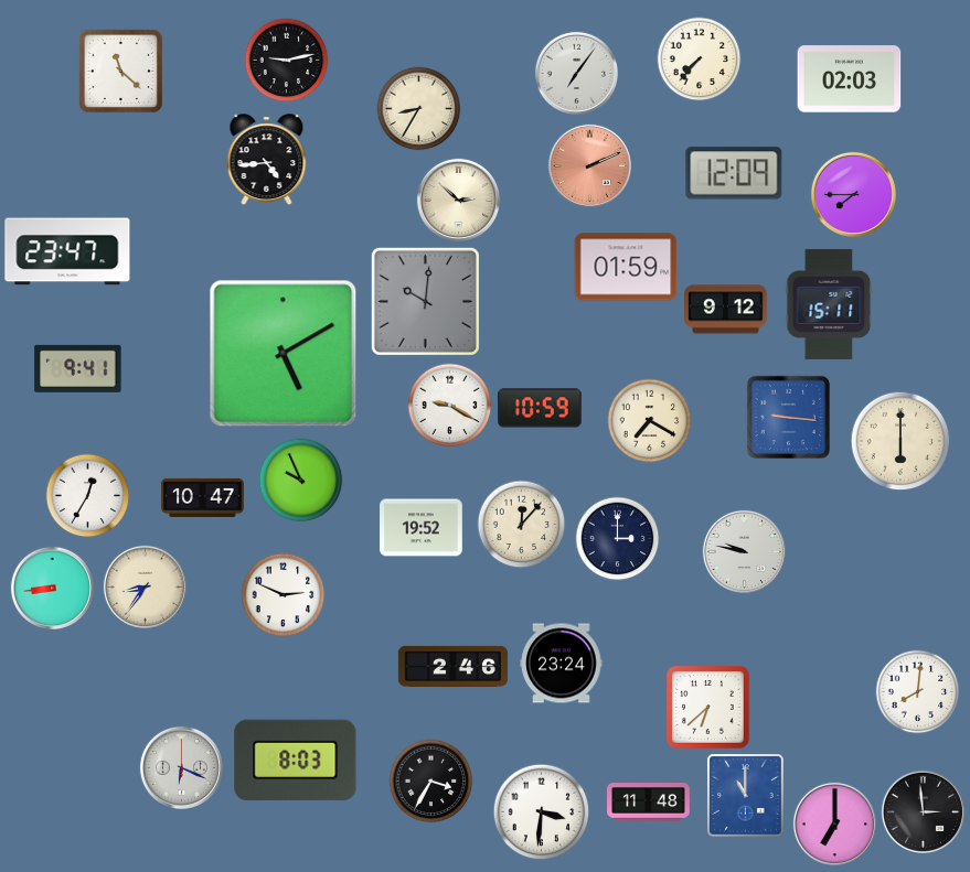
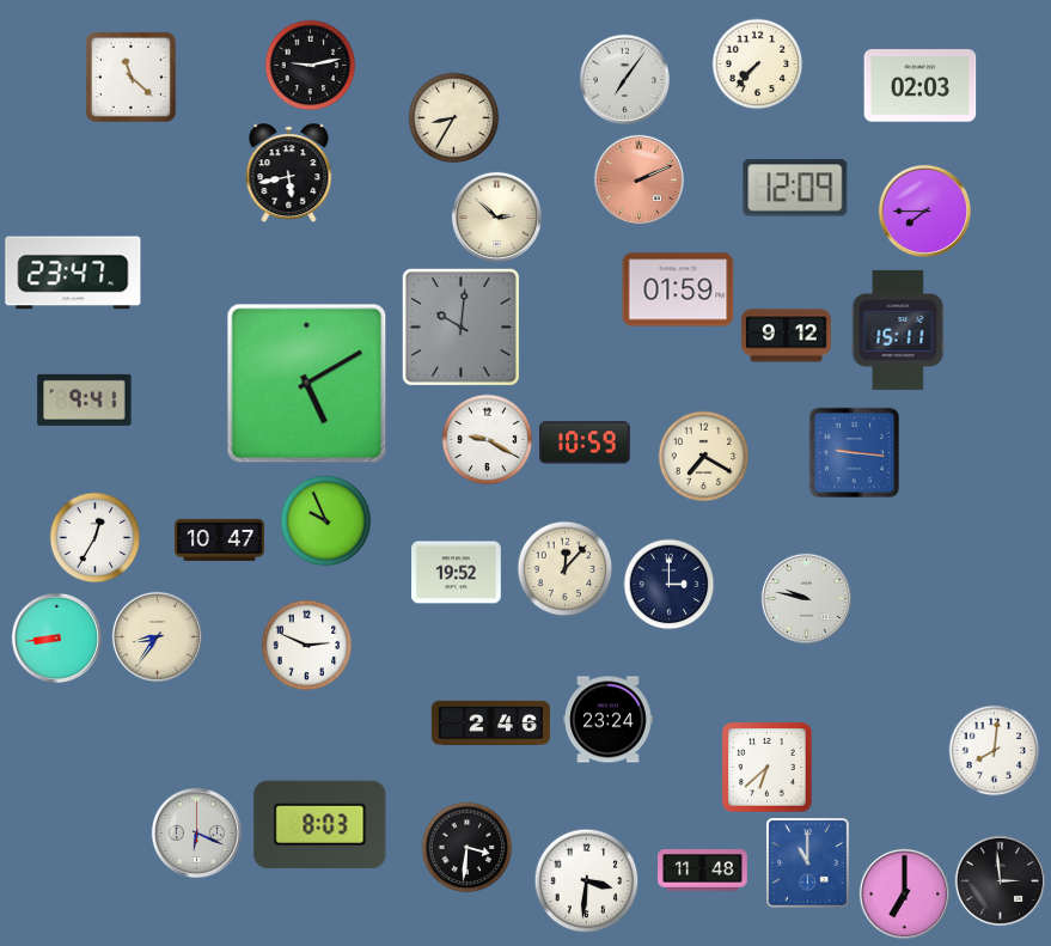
clock at (267, 159): 4:44 -> 5:43
clock at (900, 441): 6:00 -> none
clock at (431, 782): 3:35 -> 3:31
